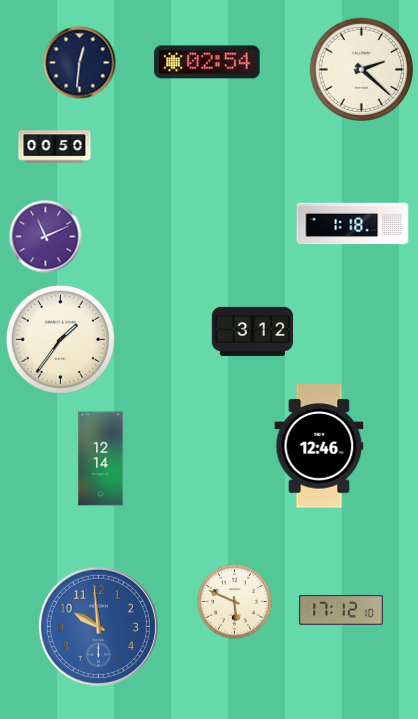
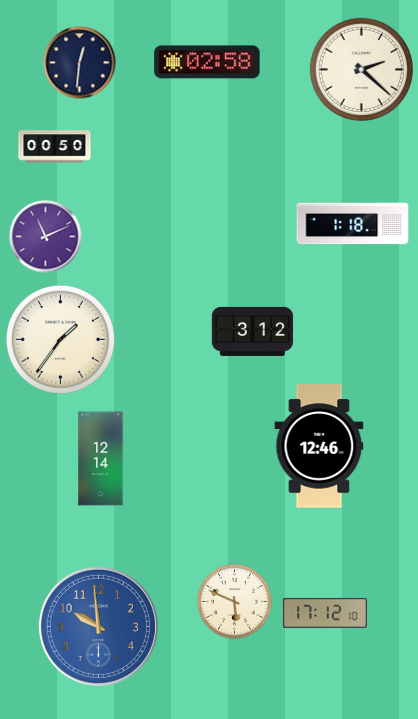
clock at (207, 62): 02:54 -> 02:58
clock at (341, 610) position: (341, 610) -> (325, 613)
